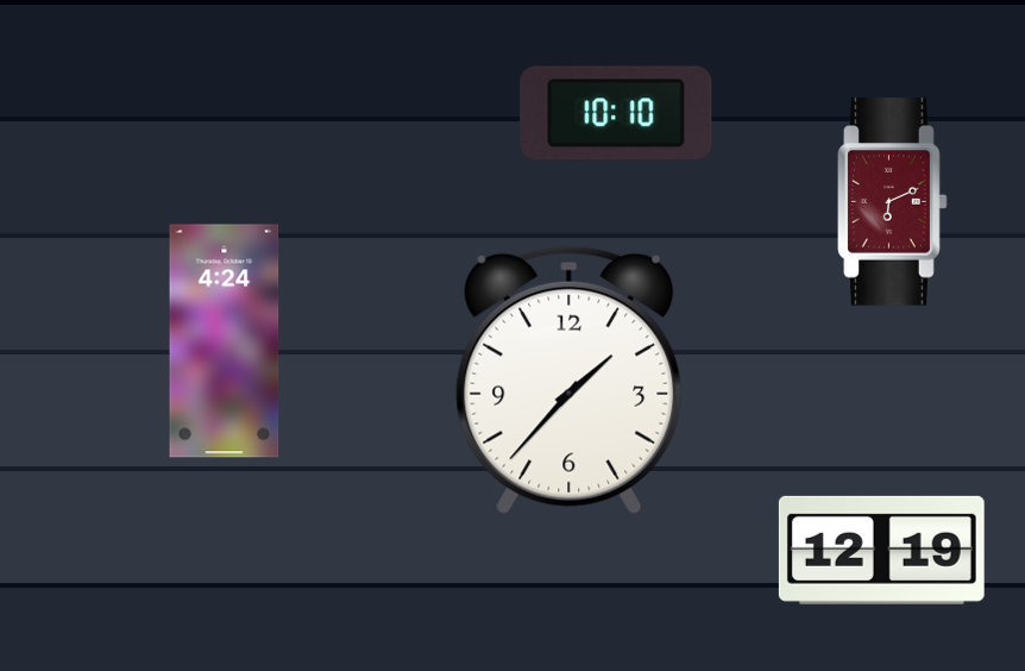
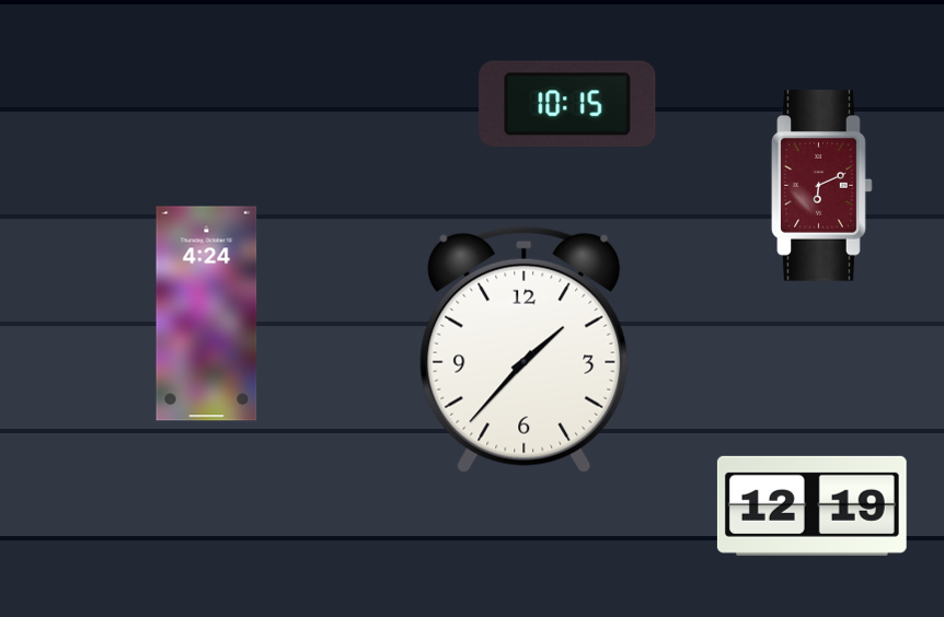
clock at (616, 113): 10:10 -> 10:15
